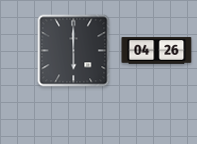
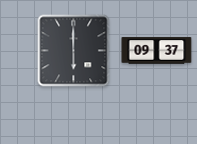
clock at (157, 51): 04:26 -> 09:37
